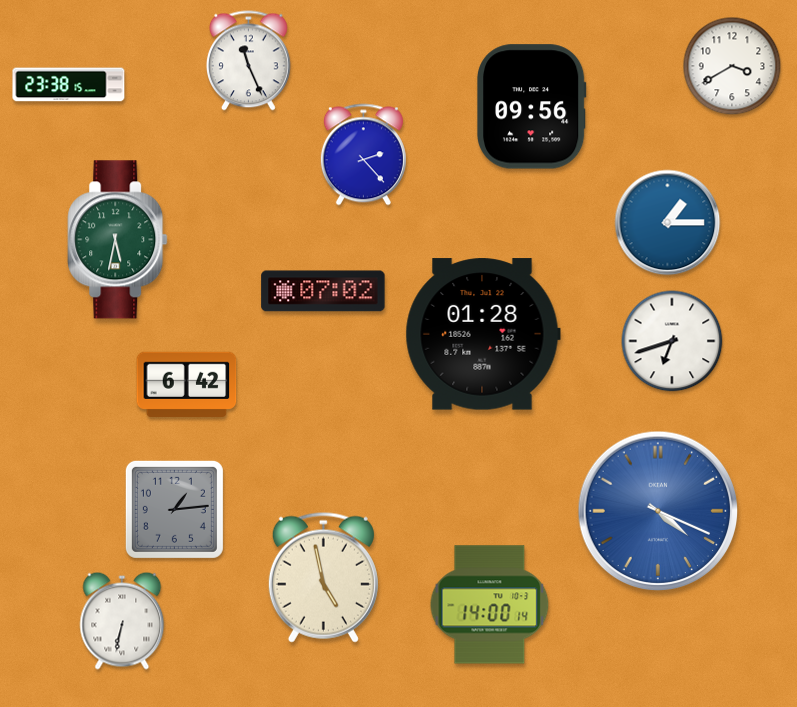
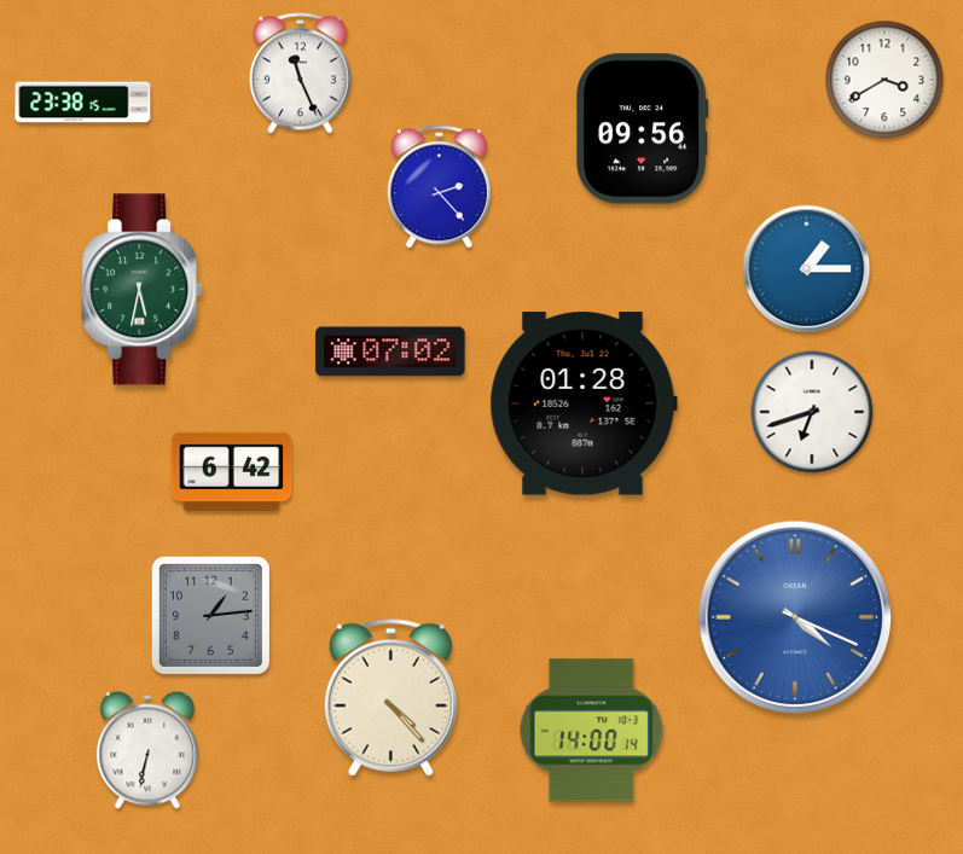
clock at (187, 384) position: (187, 384) -> (232, 471)
clock at (323, 577): 4:58 -> 4:23
